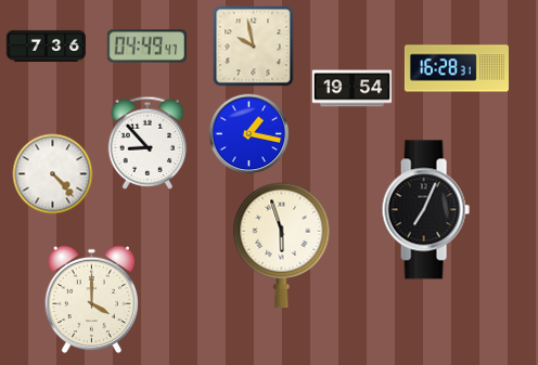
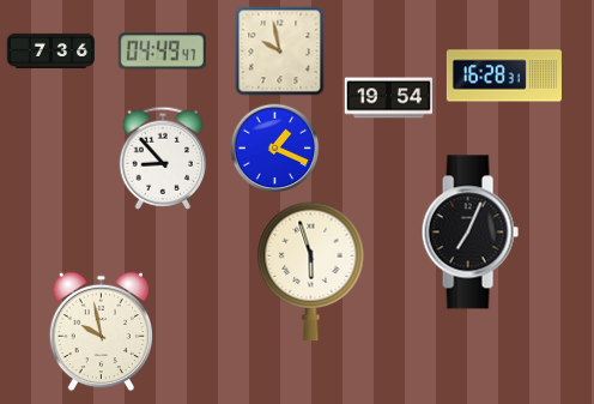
clock at (249, 134): 1:17 -> 1:19
clock at (53, 174): 4:23 -> none
clock at (91, 300): 4:00 -> 9:58
